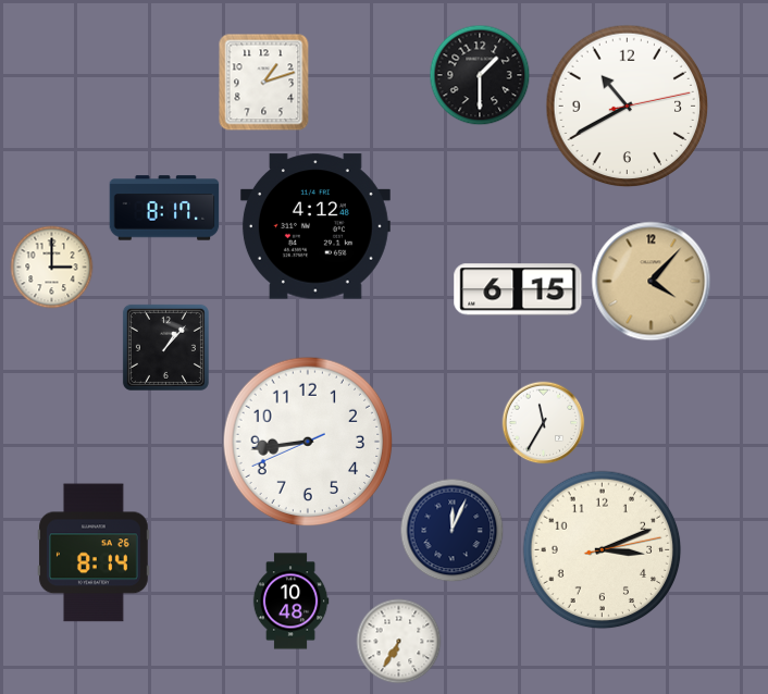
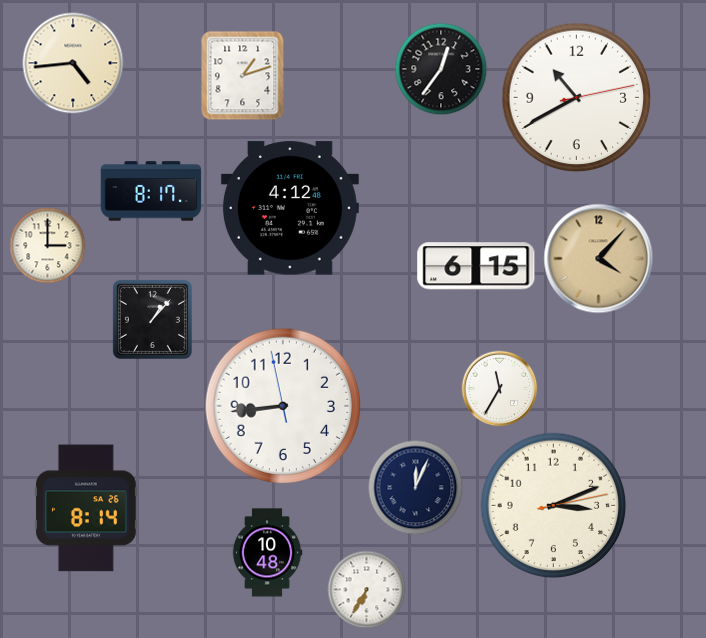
clock at (73, 63): none -> 4:44
clock at (480, 75): 1:30 -> 12:36
clock at (308, 442): 8:43:41 -> 8:43:58
